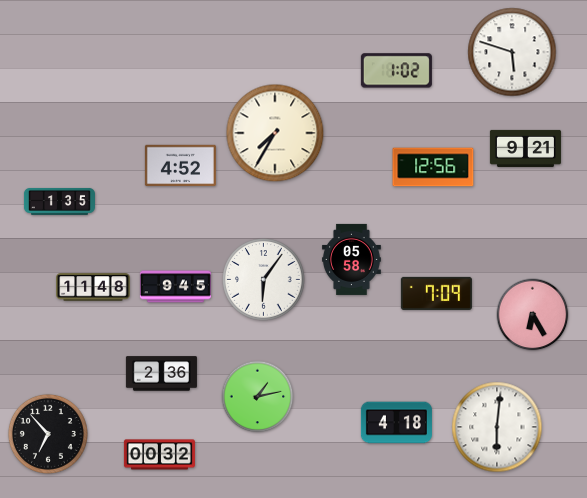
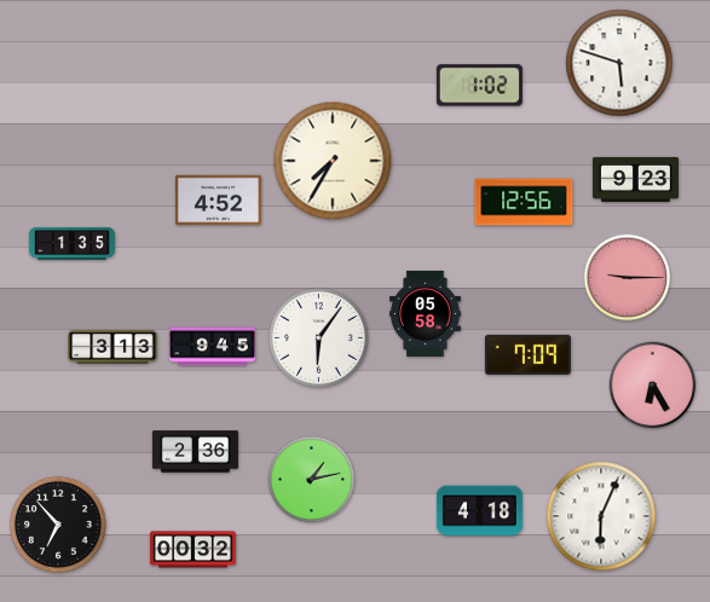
clock at (525, 148): 9:21 -> 9:23
clock at (628, 278): none -> 9:15
clock at (93, 287): 11:48 -> 3:13
clock at (533, 315) position: (533, 315) -> (653, 386)
clock at (497, 427): 6:01 -> 6:04
